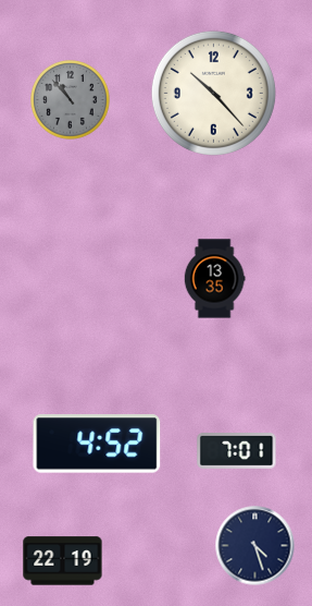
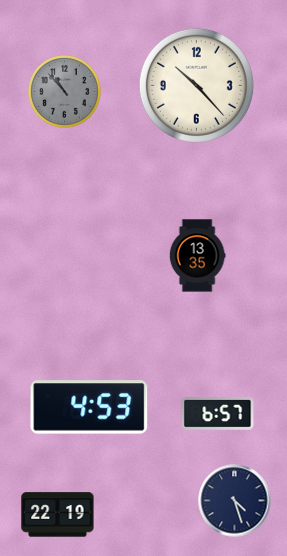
clock at (97, 444): 4:52 -> 4:53
clock at (237, 451): 7:01 -> 6:57
